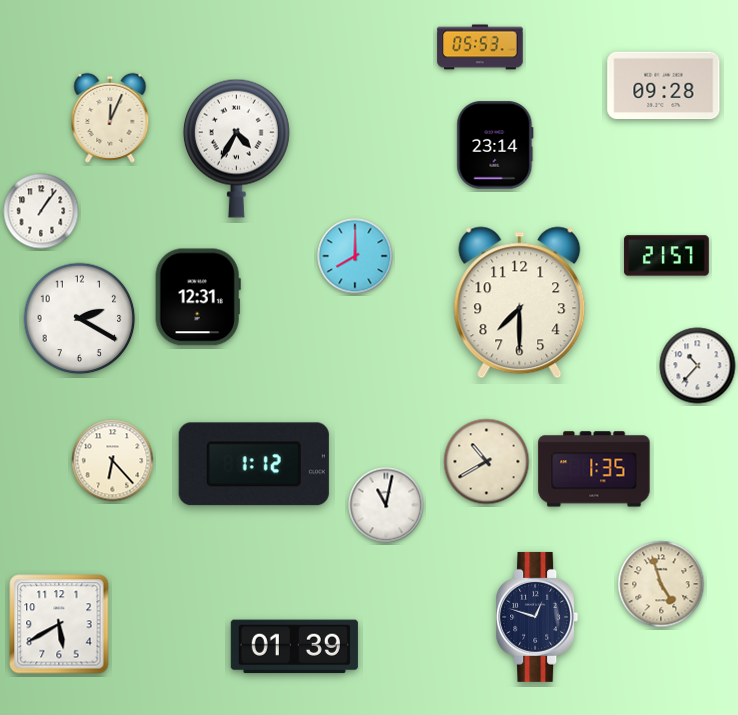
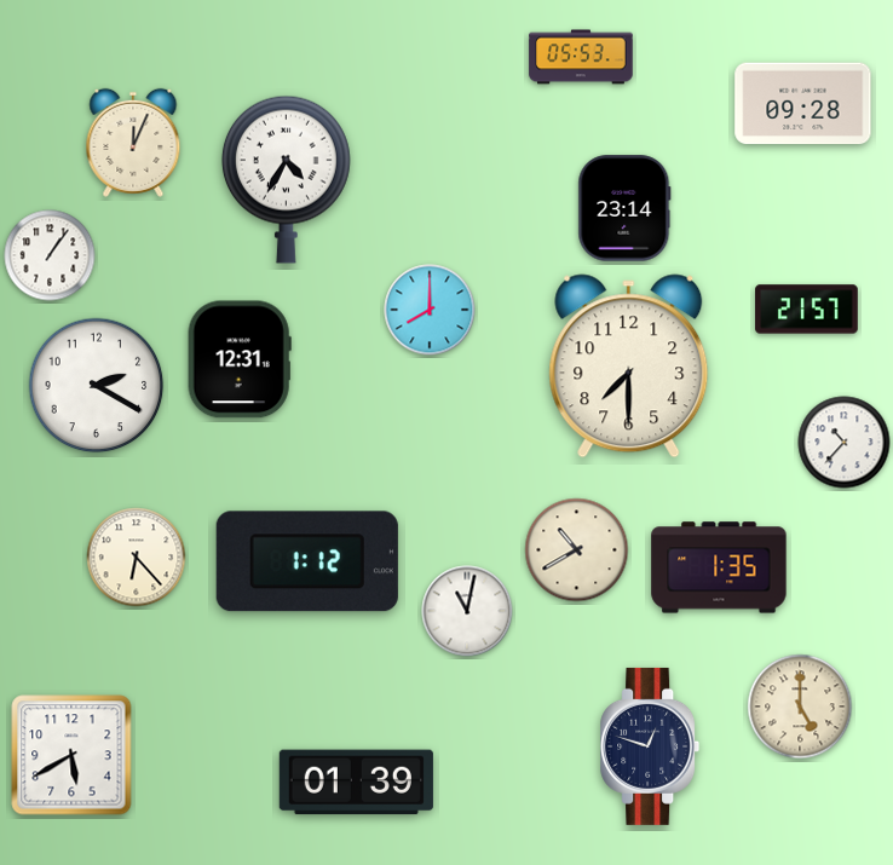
clock at (495, 145) position: (495, 145) -> (624, 208)
clock at (487, 462) position: (487, 462) -> (577, 550)
clock at (661, 584): 4:57 -> 5:00
